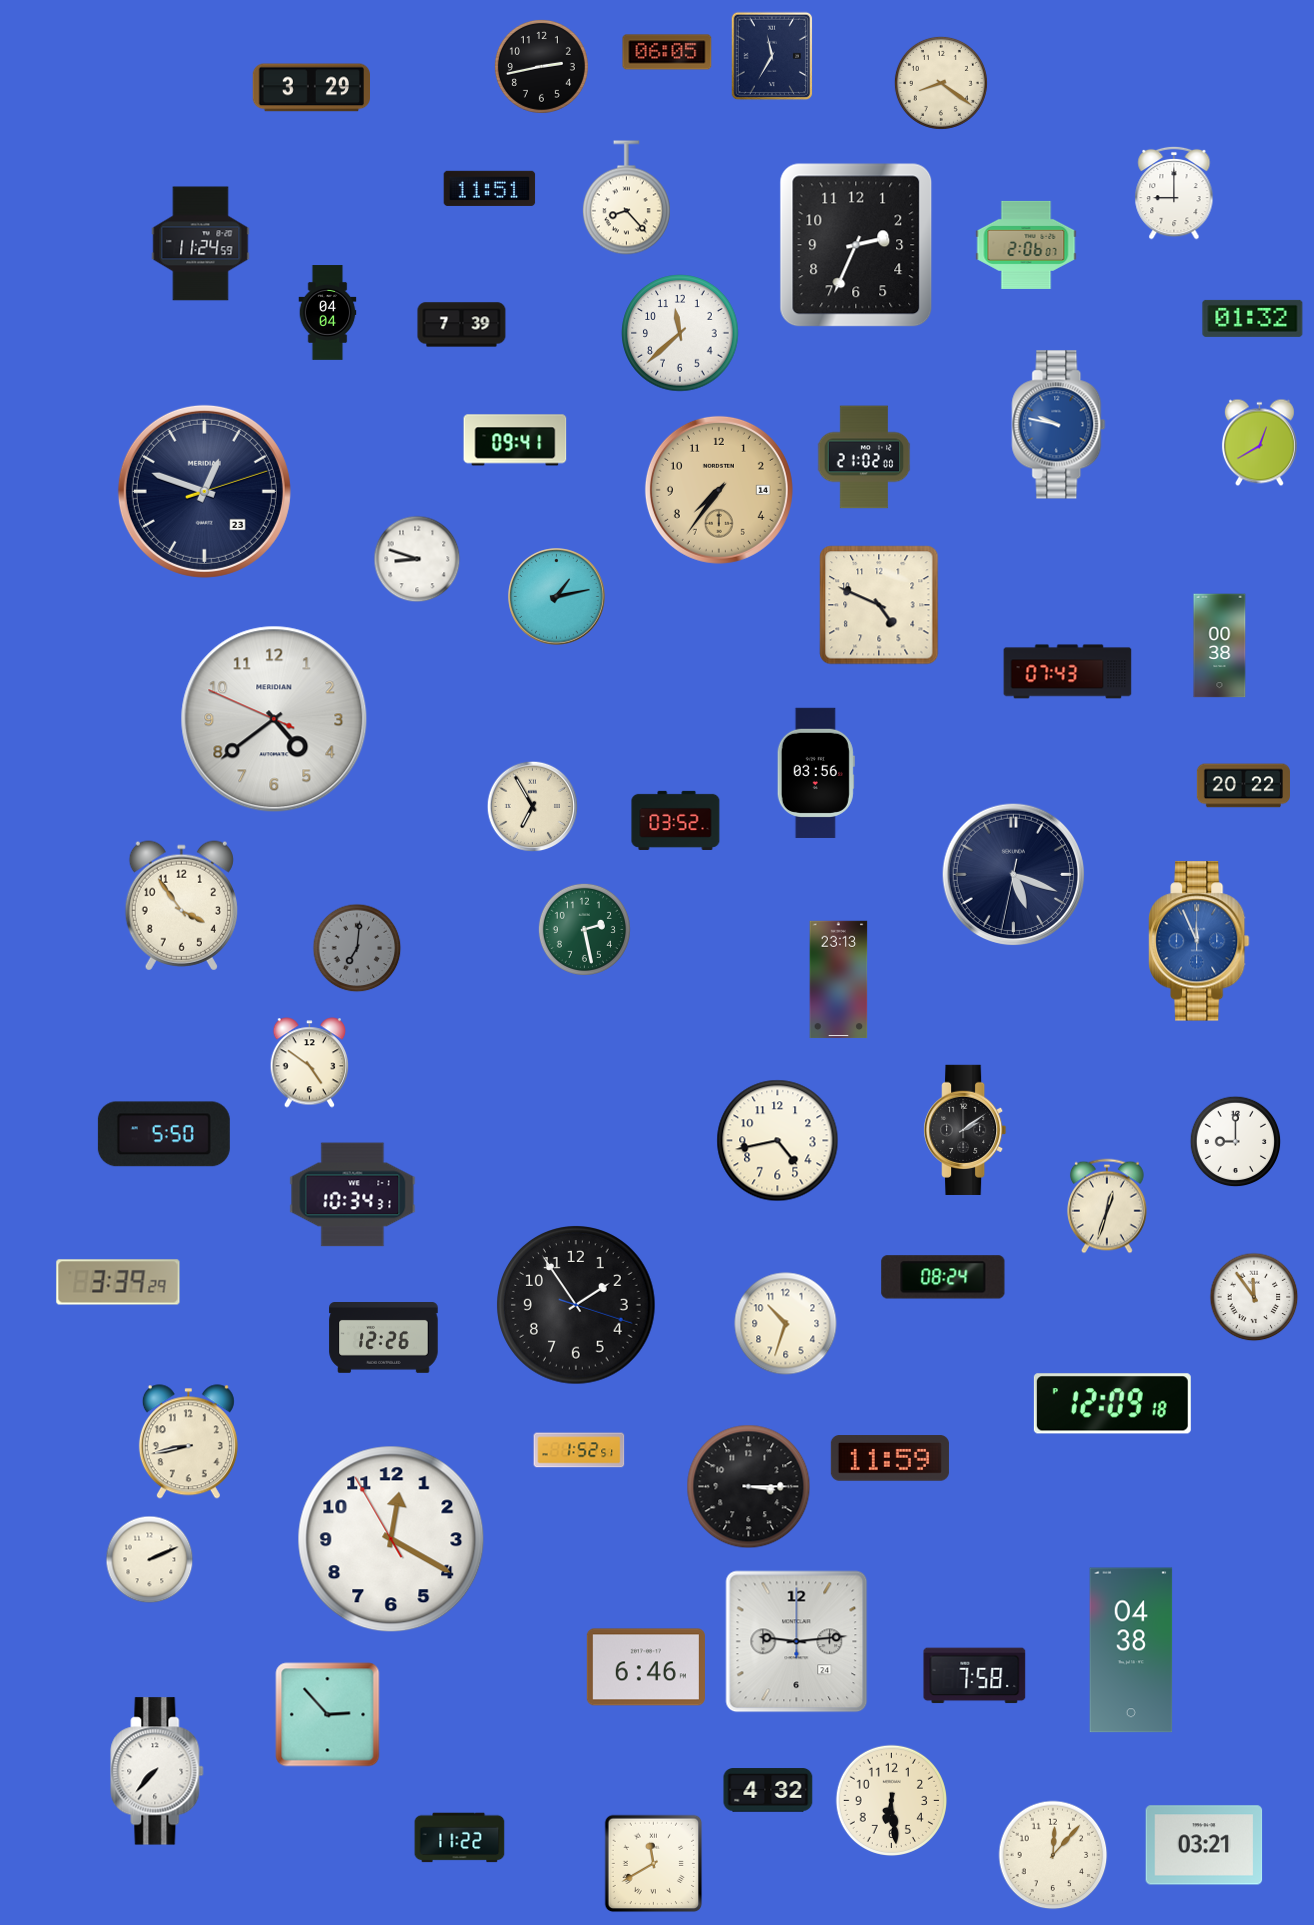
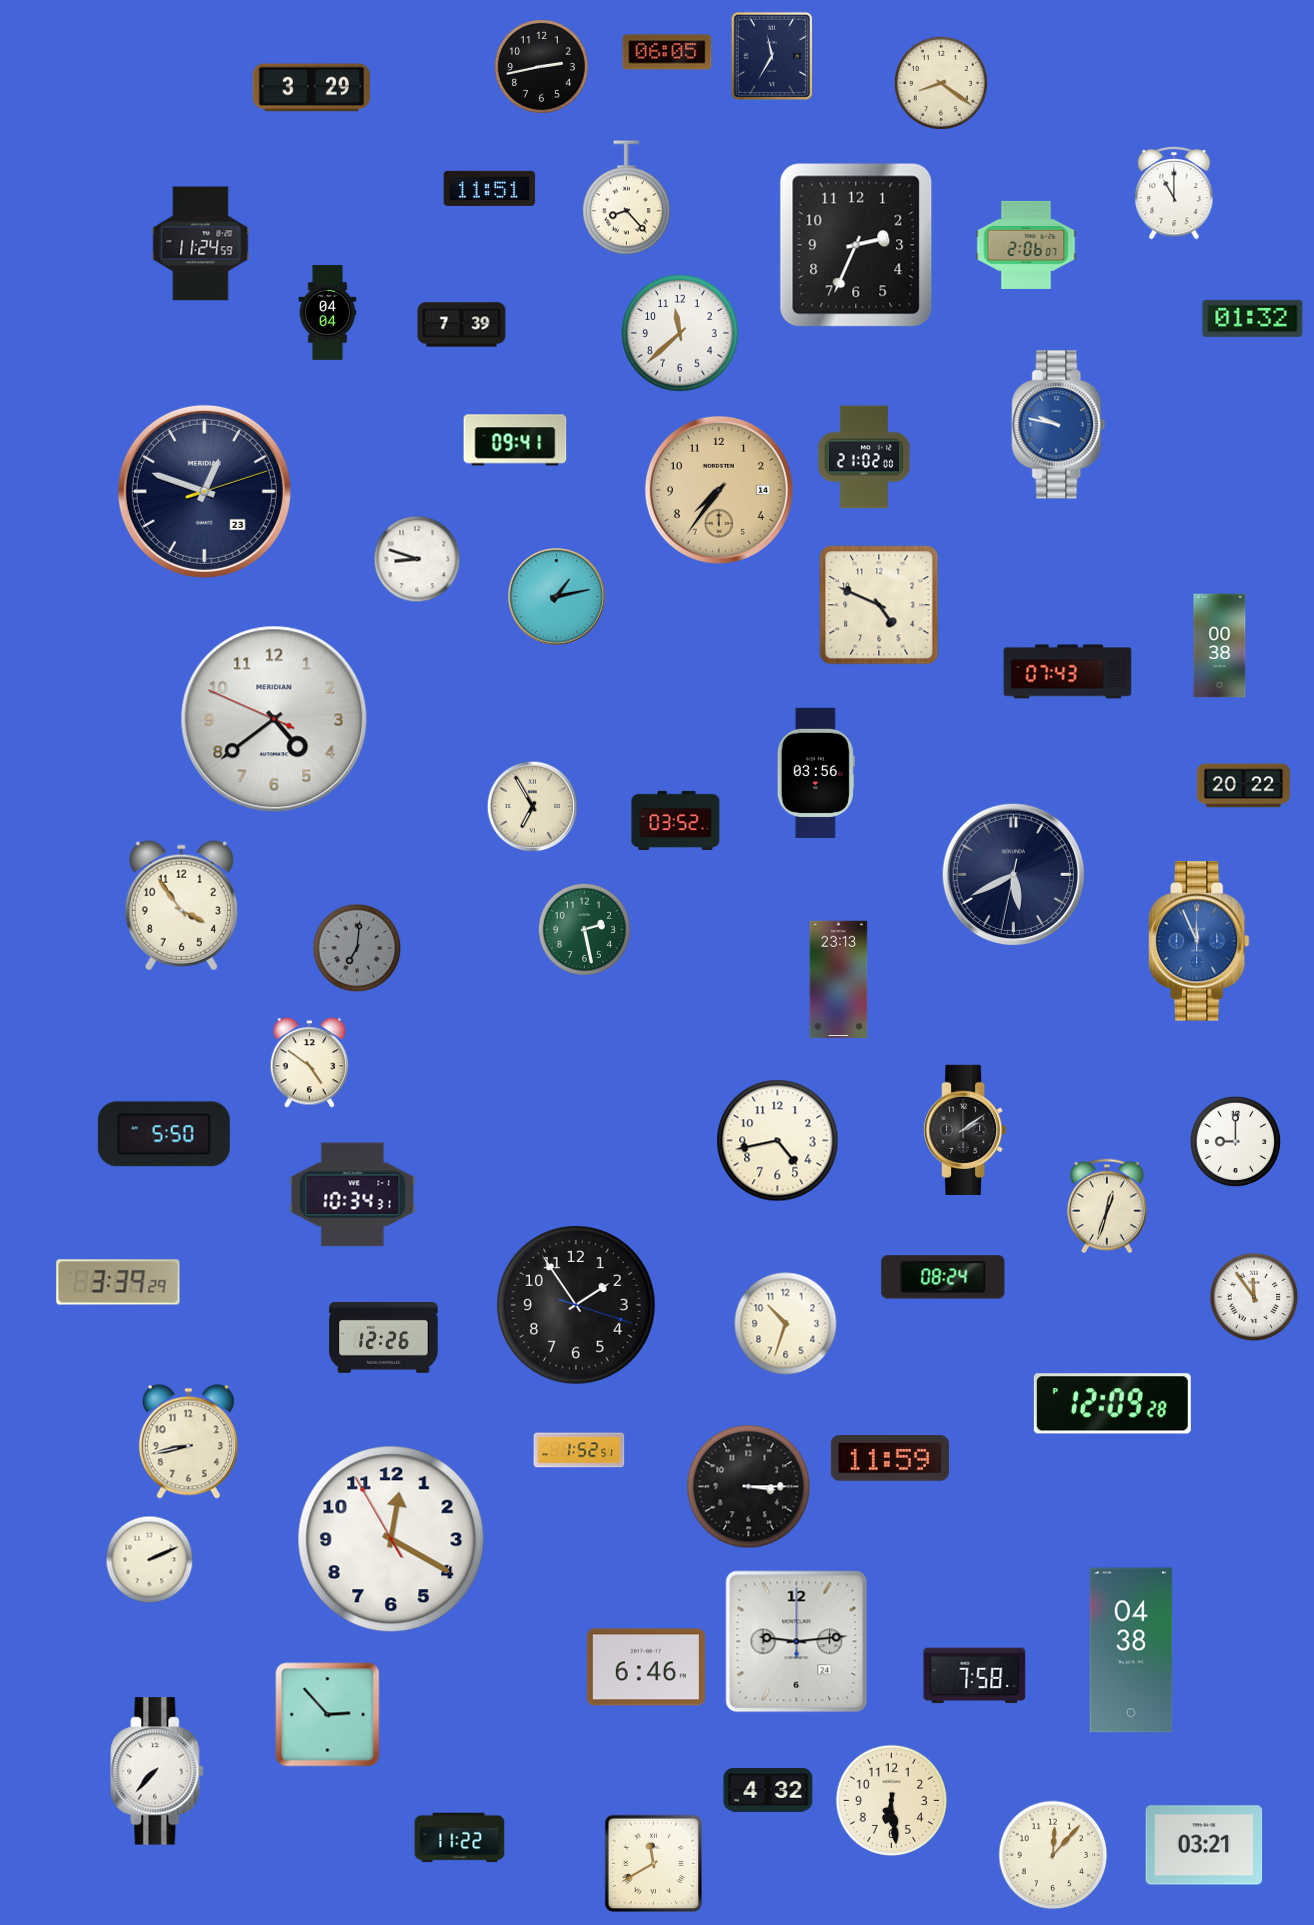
clock at (1174, 193): 9:00 -> 11:00
clock at (1259, 443): 12:40 -> none
clock at (1014, 875): 5:18 -> 5:40
clock at (1112, 1404): 12:09:18 -> 12:09:28
